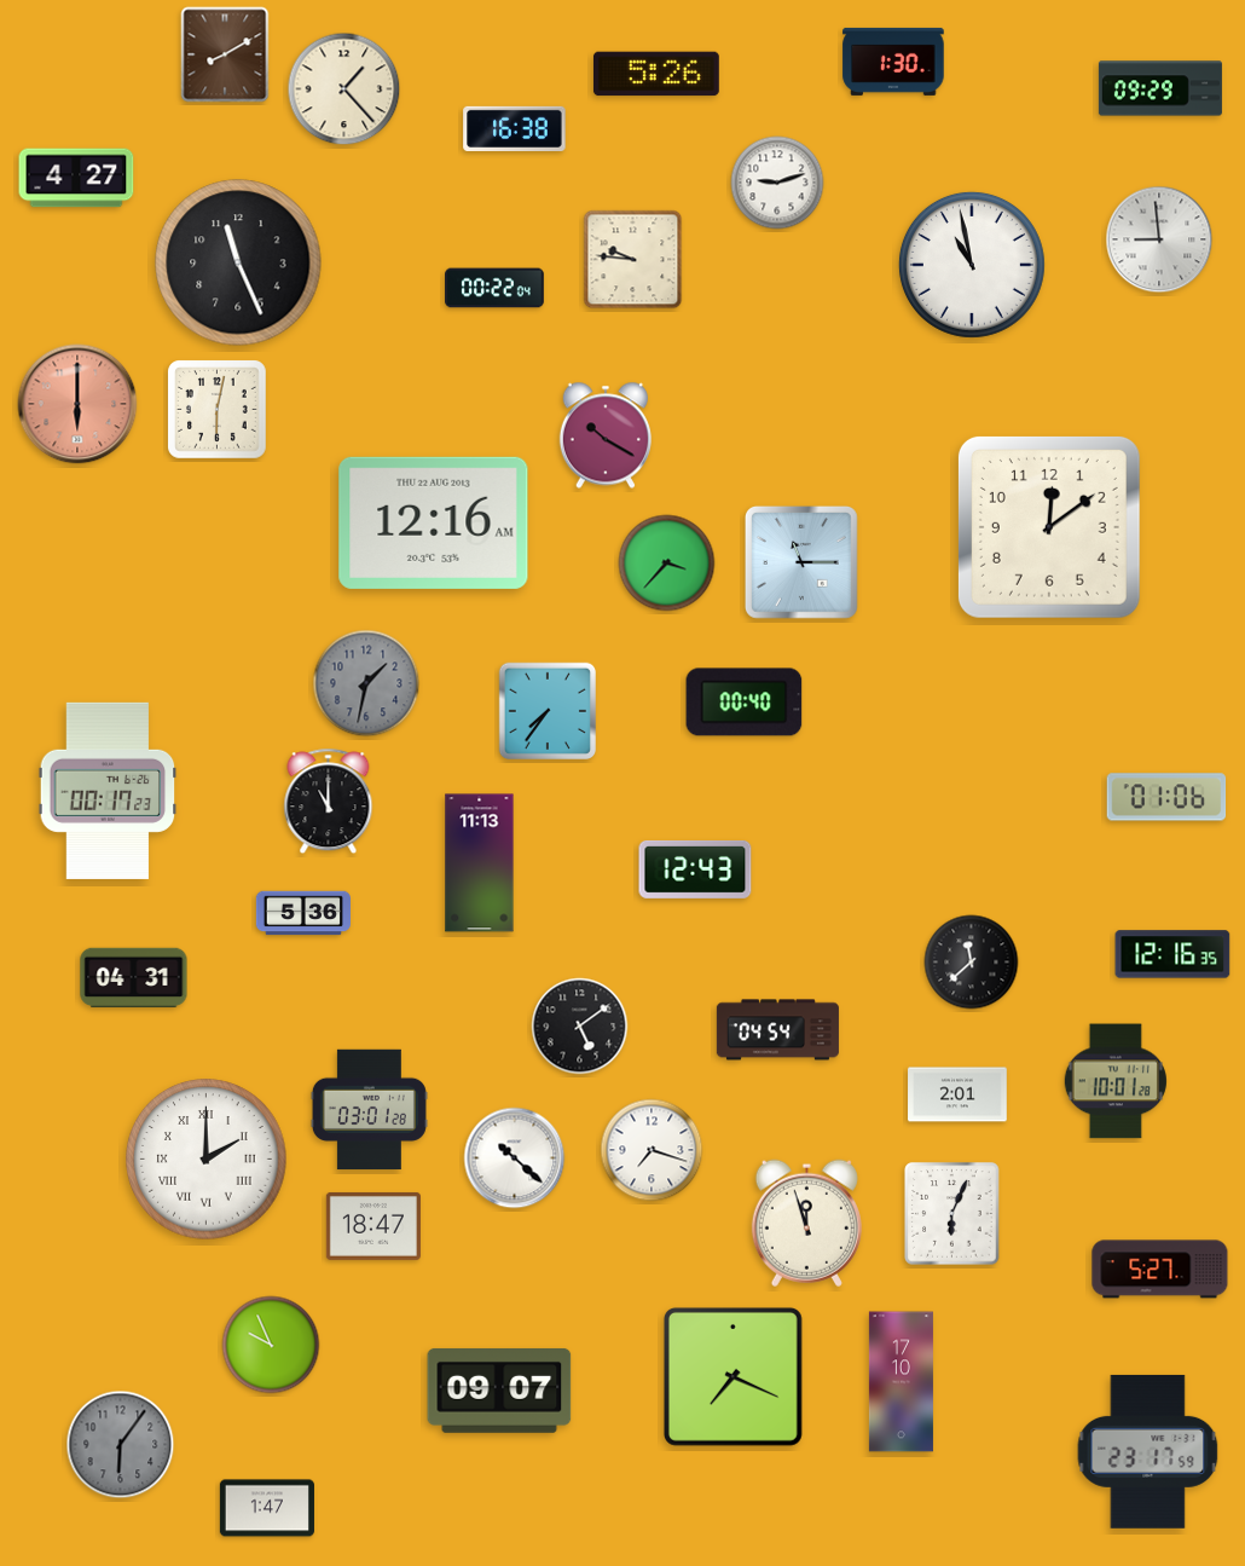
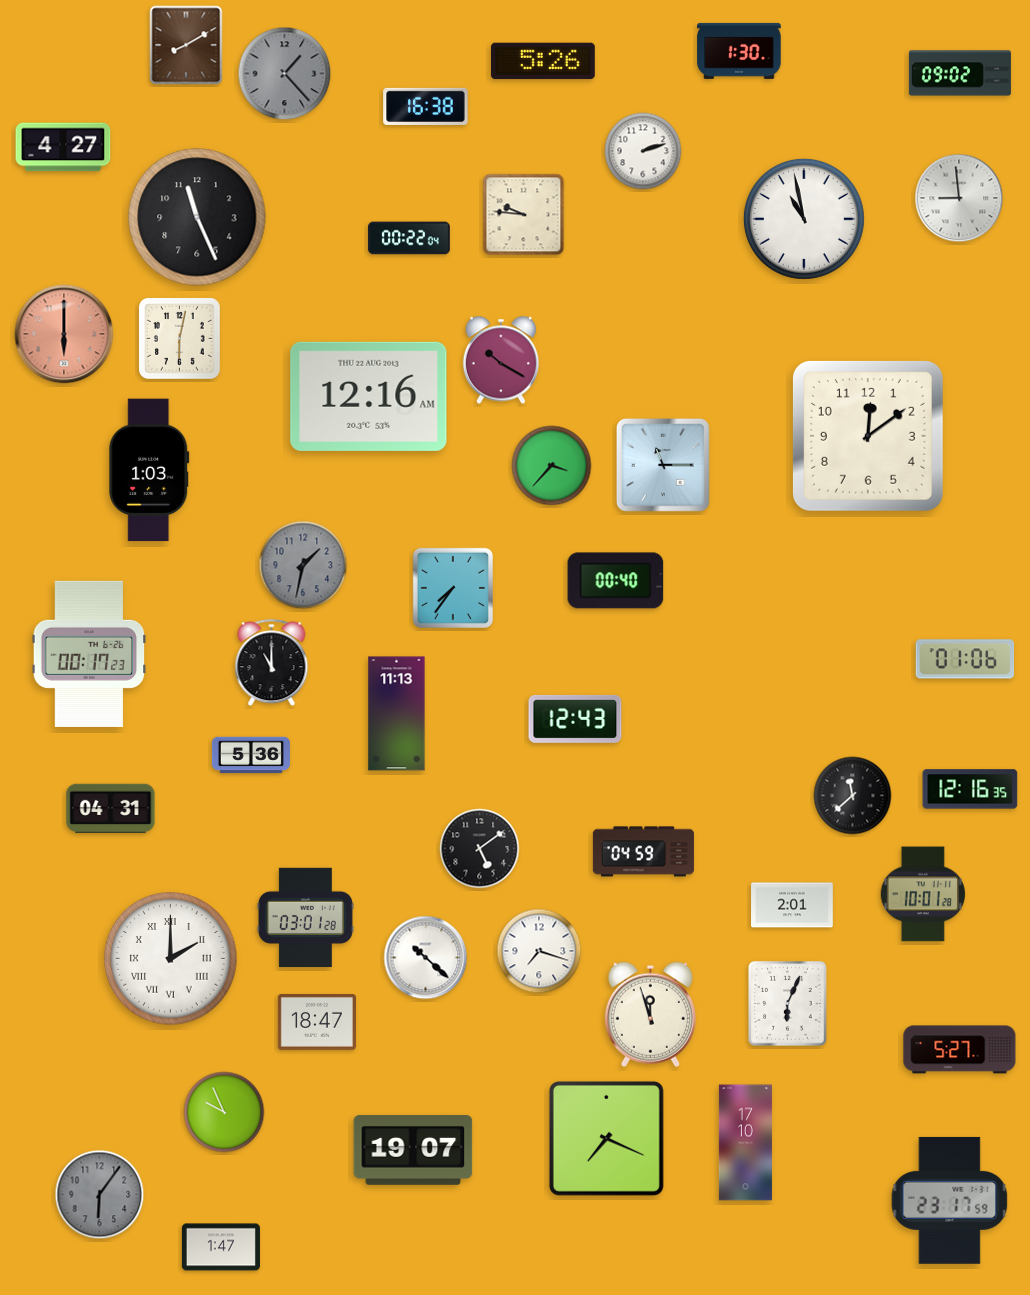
clock at (1160, 88): 09:29 -> 09:02
clock at (344, 89) dial: cream -> grey
clock at (777, 183): 9:12 -> 2:12
clock at (434, 522) position: (434, 522) -> (369, 396)
clock at (149, 470): none -> 1:03
clock at (972, 963) position: (972, 963) -> (853, 796)
clock at (777, 1030): 04:54 -> 04:59
clock at (806, 1223) position: (806, 1223) -> (650, 1014)
clock at (373, 1226) position: (373, 1226) -> (317, 1022)
clock at (499, 1391): 09:07 -> 19:07
